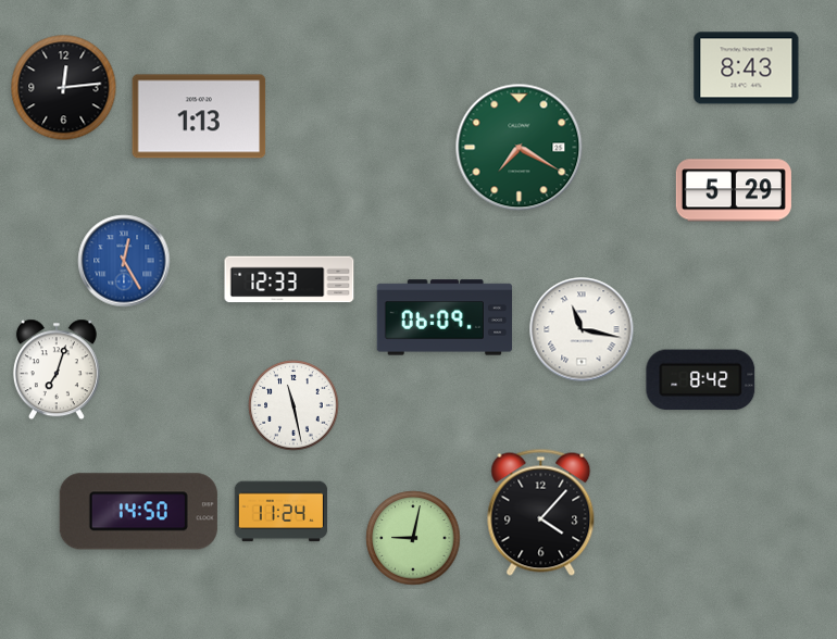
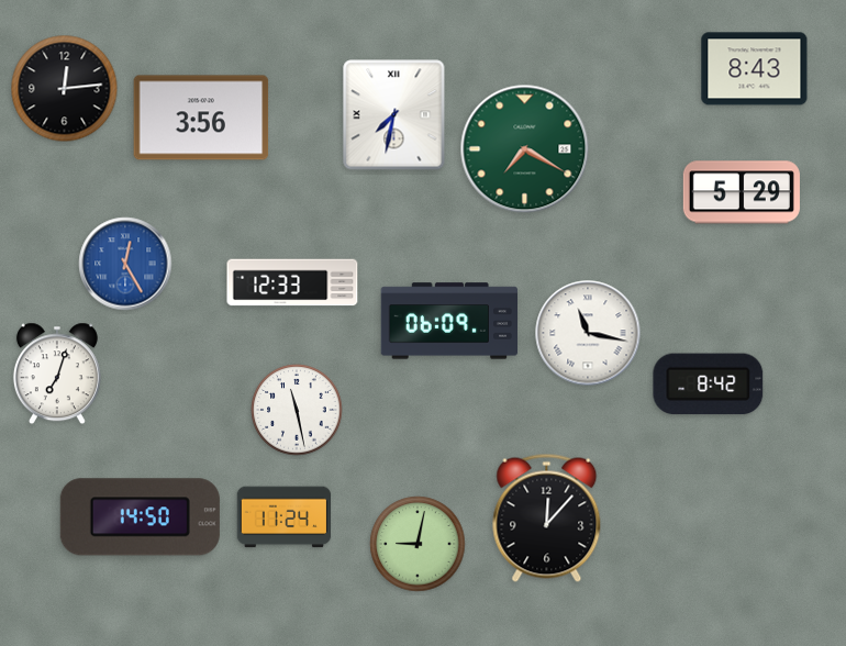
clock at (394, 115): none -> 7:32
clock at (199, 116): 1:13 -> 3:56
clock at (541, 512): 4:07 -> 12:07
